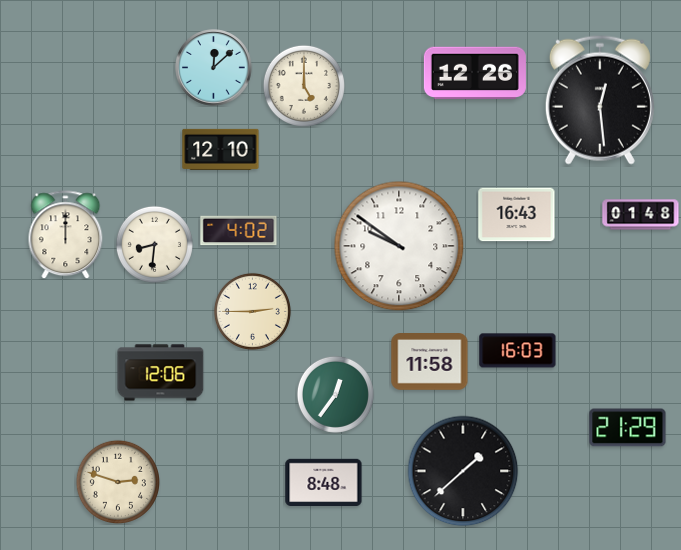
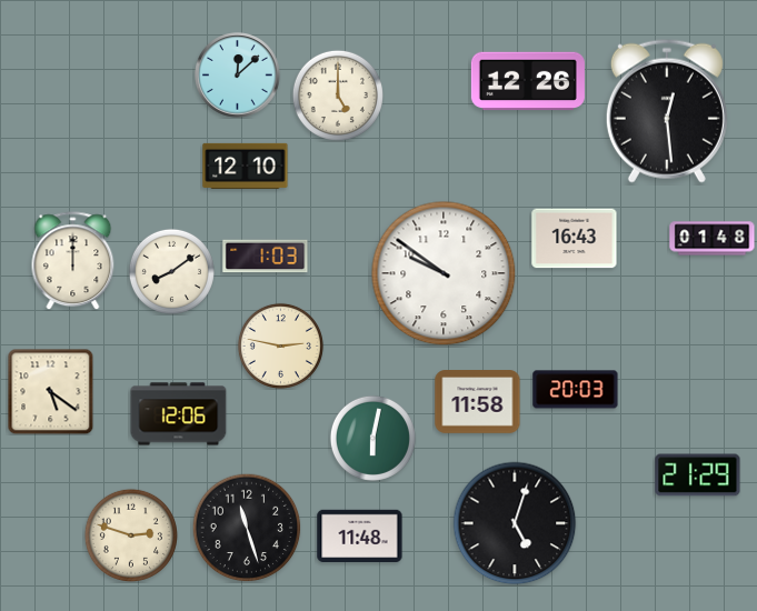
clock at (239, 231): 4:02 -> 1:03
clock at (154, 244): 8:31 -> 8:09
clock at (252, 311): 2:45 -> 2:47
clock at (518, 351): 16:03 -> 20:03
clock at (50, 391): none -> 5:21
clock at (335, 394): 12:36 -> 6:02
clock at (463, 471): 1:38 -> 5:03
clock at (247, 528): none -> 11:27
clock at (324, 482): 8:48 -> 11:48
